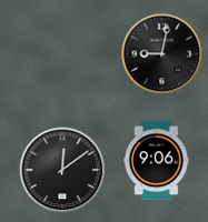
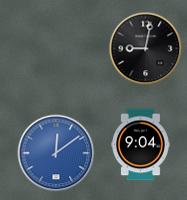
clock at (157, 161): 9:06 -> 9:04
clock at (62, 170) dial: black -> blue
